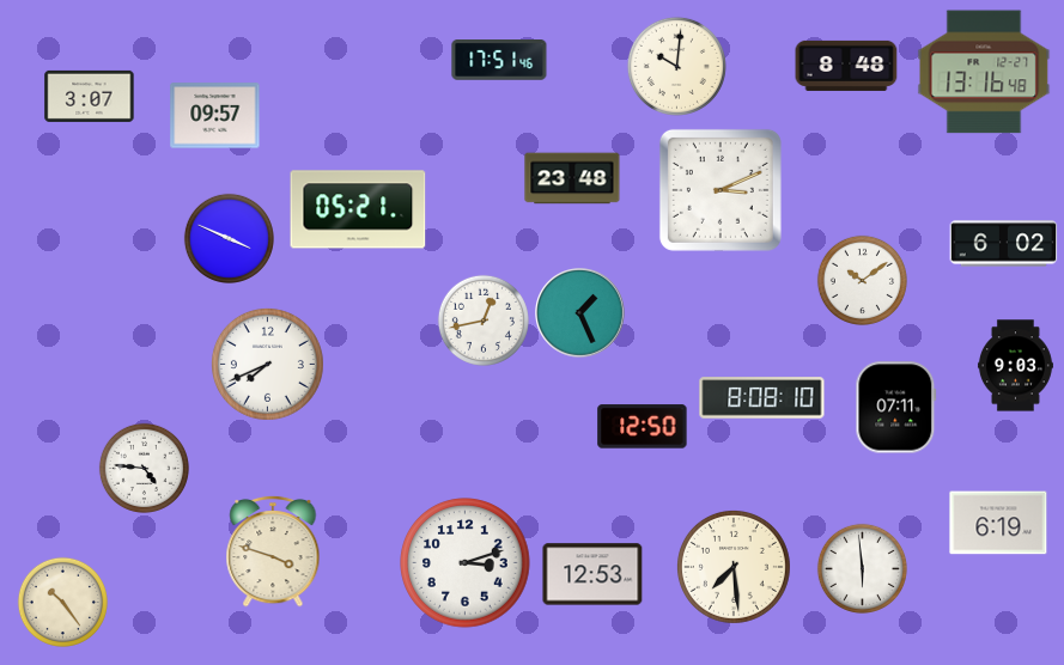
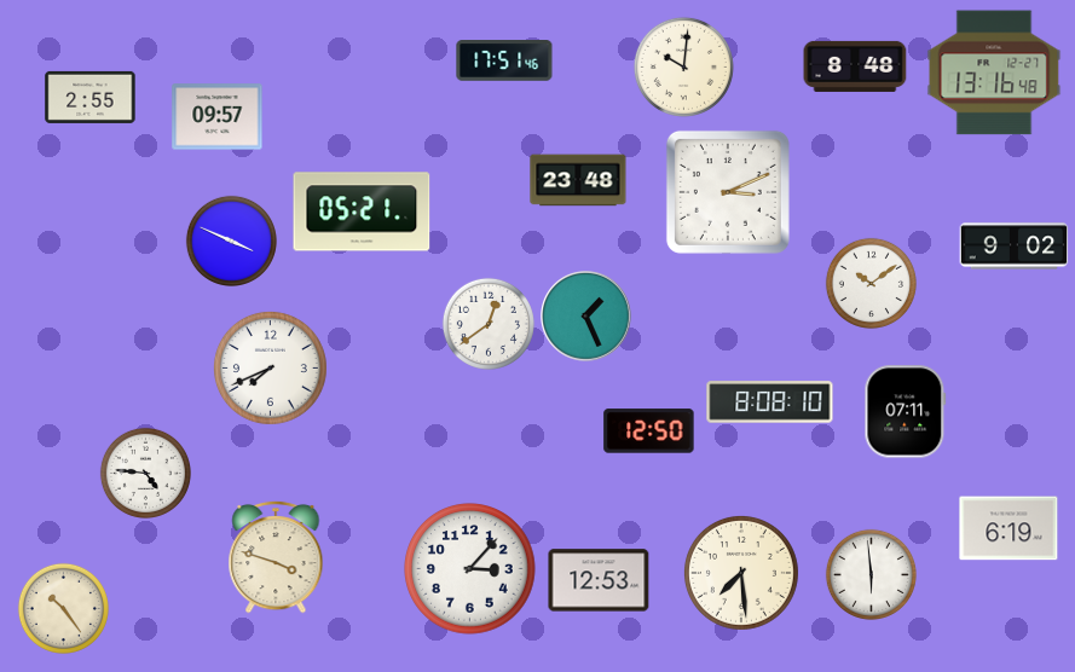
clock at (90, 96): 3:07 -> 2:55
clock at (1004, 244): 6:02 -> 9:02
clock at (484, 321): 12:43 -> 12:39
clock at (1015, 366): 9:03 -> none
clock at (466, 563): 3:12 -> 3:07
